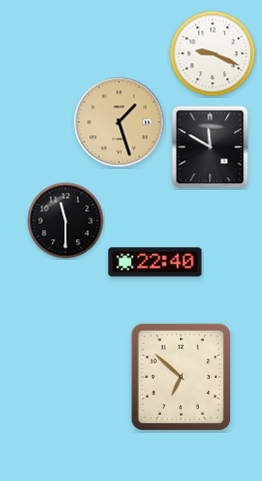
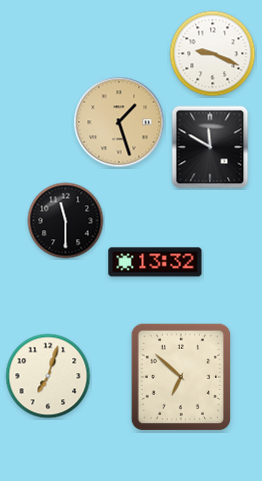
clock at (155, 262): 22:40 -> 13:32
clock at (48, 376): none -> 7:03
